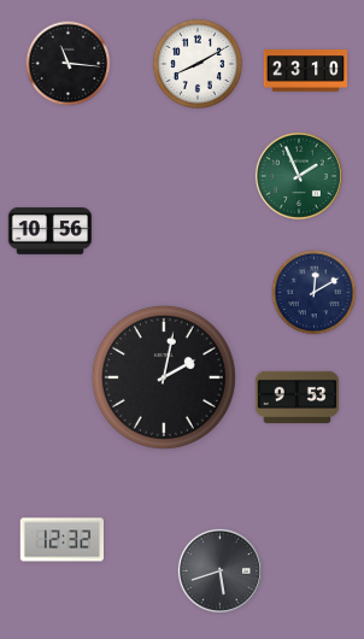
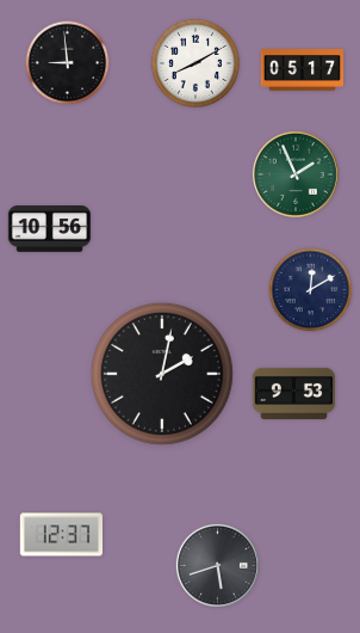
clock at (69, 64): 11:16 -> 8:59
clock at (306, 71): 23:10 -> 05:17
clock at (63, 540): 12:32 -> 12:37
